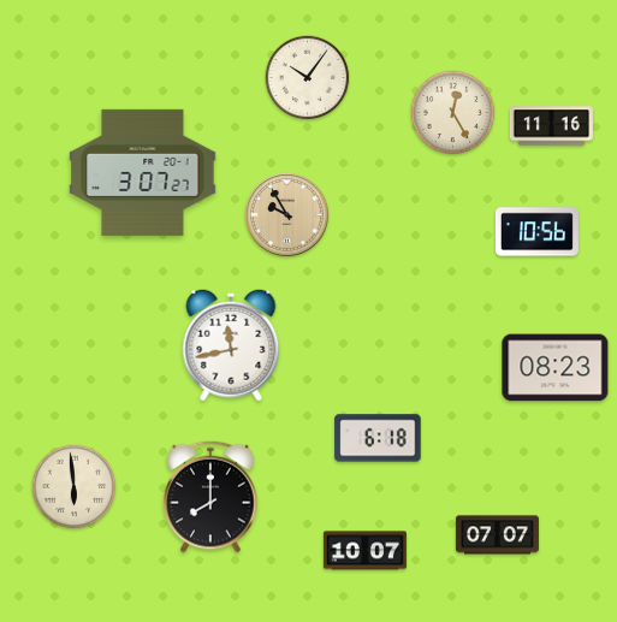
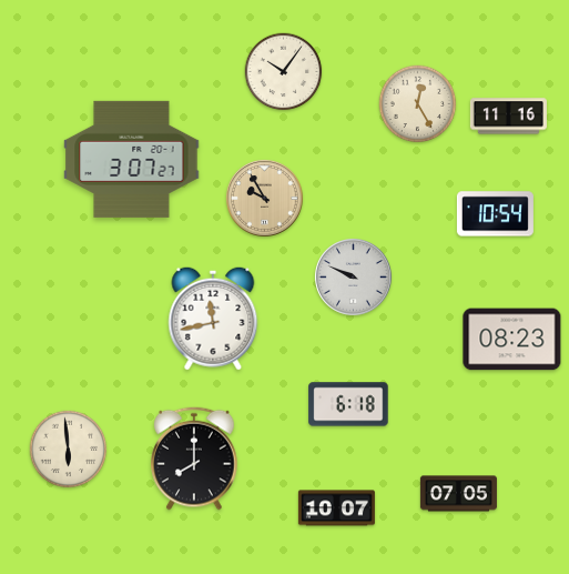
clock at (536, 232): 10:56 -> 10:54
clock at (354, 278): none -> 9:49
clock at (497, 535): 07:07 -> 07:05
